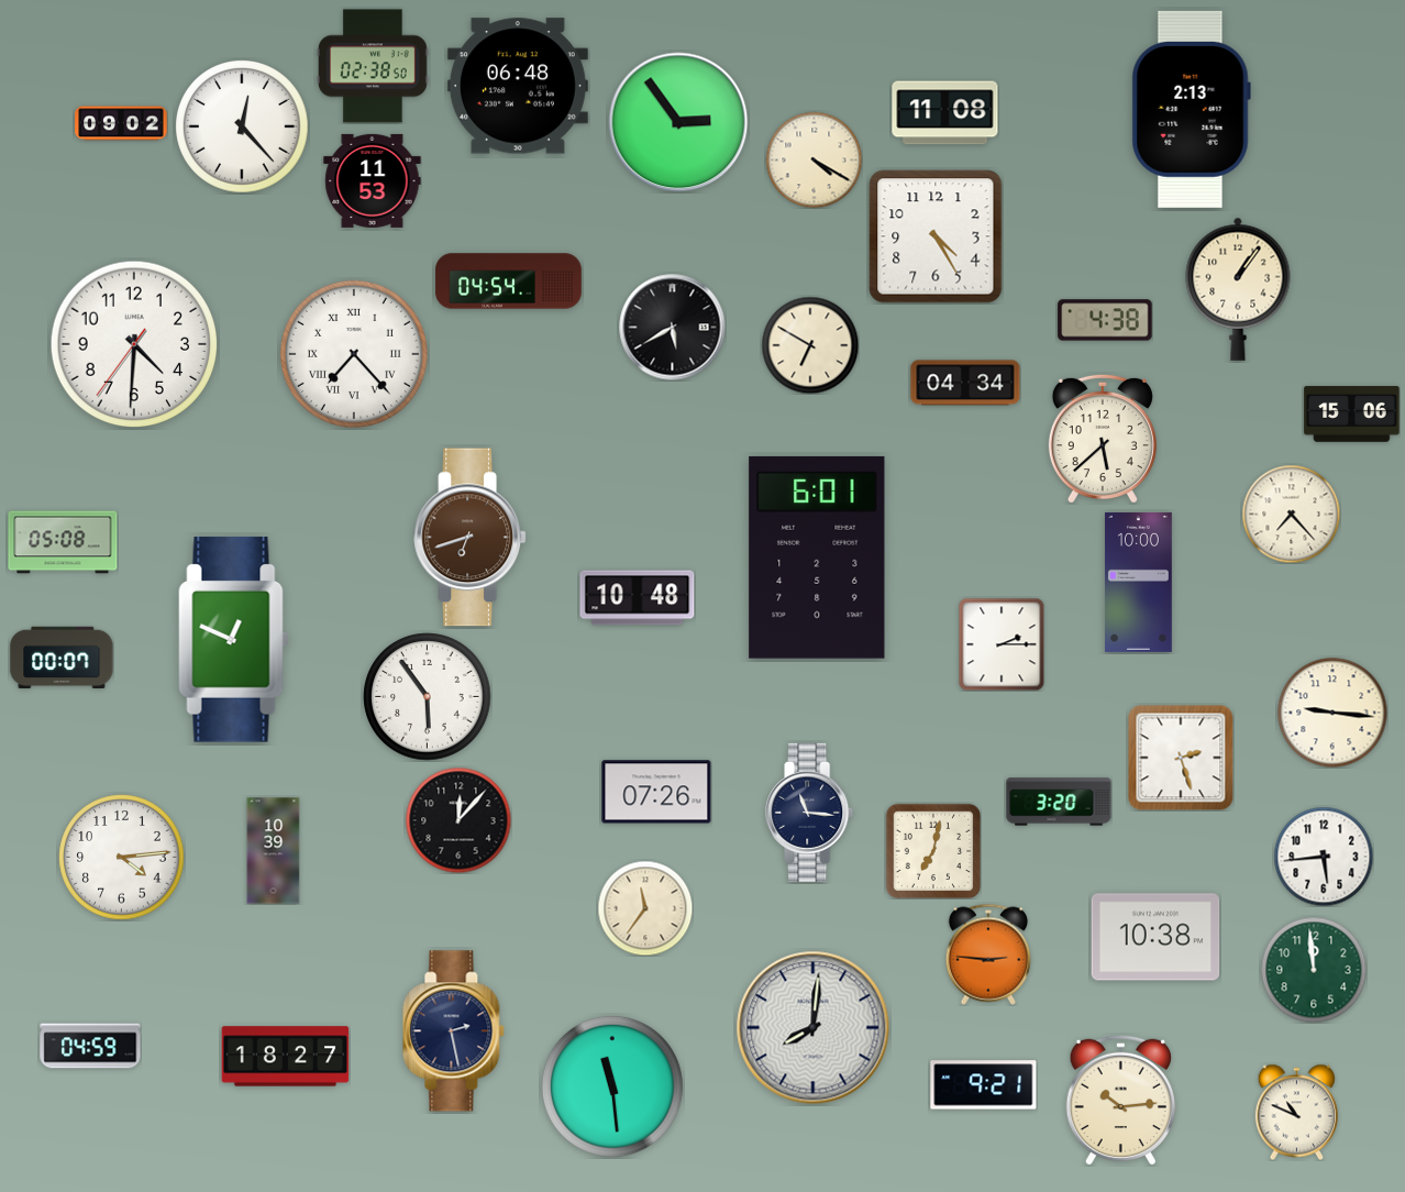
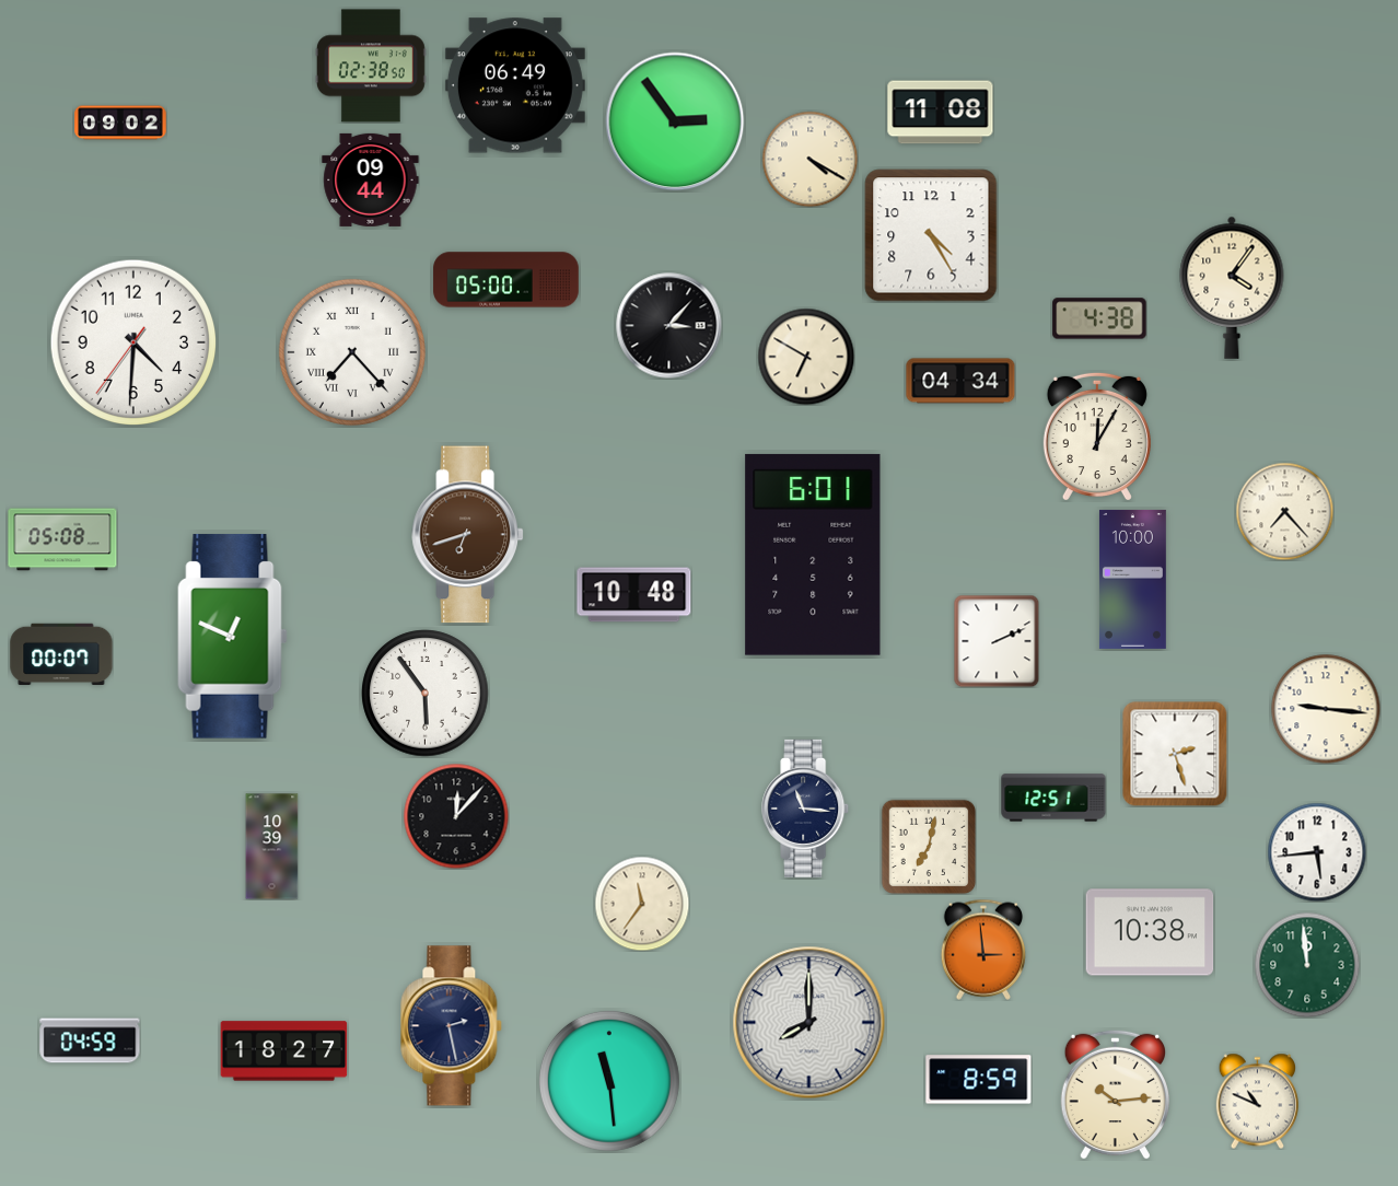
clock at (518, 86): 06:48 -> 06:49
clock at (1191, 109): 2:13 -> none
clock at (242, 126): 12:23 -> none
clock at (373, 180): 11:53 -> 09:44
clock at (509, 282): 04:54 -> 05:00
clock at (1238, 289): 1:06 -> 4:06
clock at (673, 328): 5:40 -> 3:07
clock at (810, 345) position: (810, 345) -> (806, 357)
clock at (1352, 415): 15:06 -> none
clock at (1103, 439): 5:38 -> 12:05
clock at (1002, 644): 2:15 -> 2:11
clock at (656, 792): 07:26 -> none
clock at (1059, 802): 3:20 -> 12:51
clock at (122, 858): 4:14 -> none
clock at (987, 954): 2:46 -> 2:59
clock at (814, 1028): 8:01 -> 8:00
clock at (984, 1085): 9:21 -> 8:59
clock at (1296, 1112) position: (1296, 1112) -> (1257, 1101)
